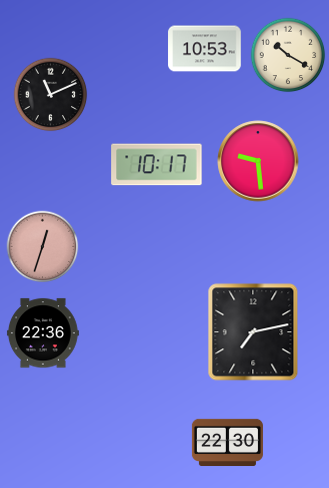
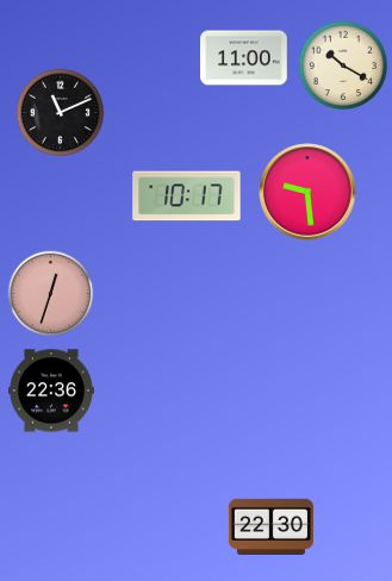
clock at (205, 49): 10:53 -> 11:00
clock at (253, 332): 7:13 -> none
clock at (43, 333) position: (43, 333) -> (51, 391)
